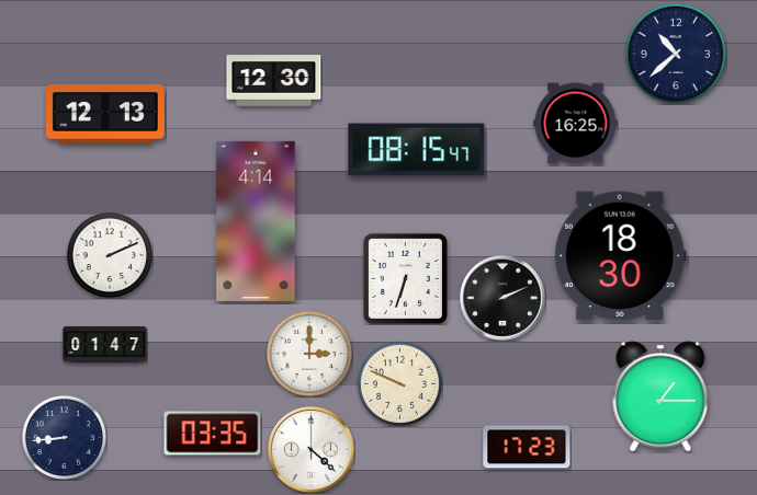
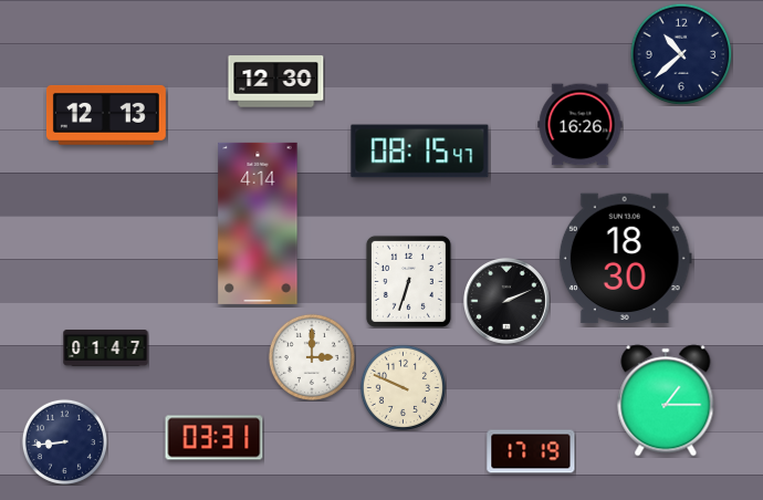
clock at (576, 124): 16:25 -> 16:26
clock at (110, 255): 2:11 -> none
clock at (213, 434): 03:35 -> 03:31
clock at (527, 447): 17:23 -> 17:19
clock at (310, 449): 4:22 -> none
